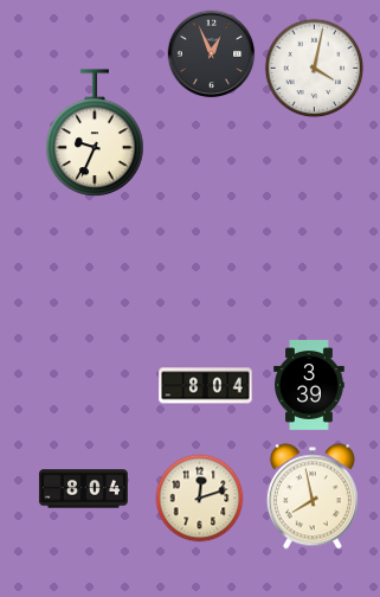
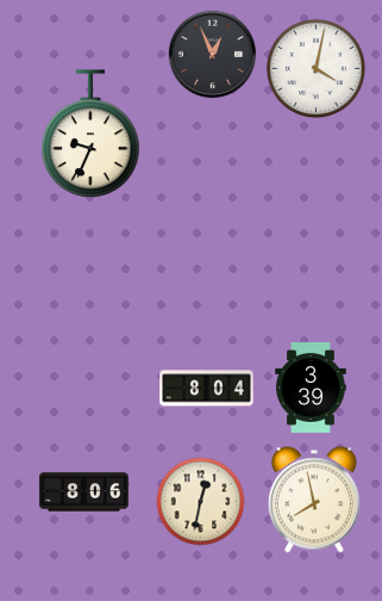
clock at (95, 134) position: (95, 134) -> (90, 135)
clock at (83, 489): 8:04 -> 8:06
clock at (200, 499): 12:12 -> 12:32
